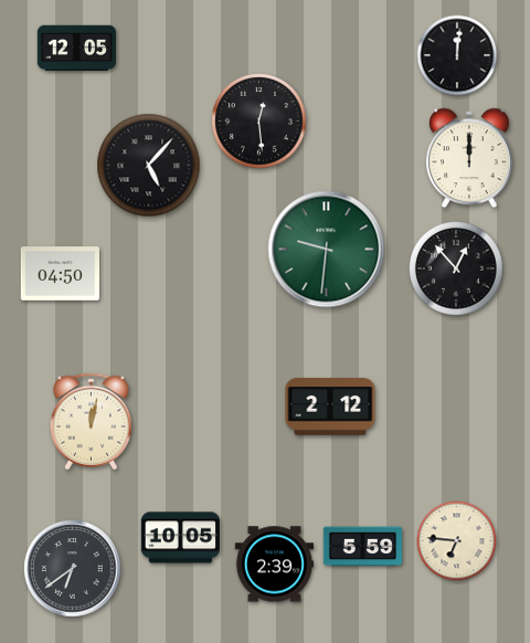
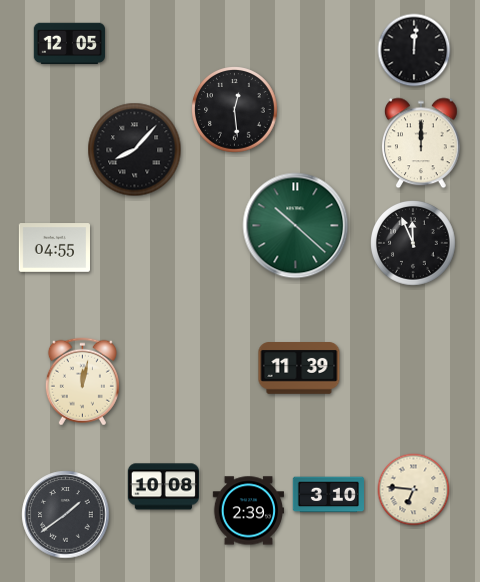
clock at (470, 158) position: (470, 158) -> (422, 143)
clock at (149, 166): 5:07 -> 8:07
clock at (327, 250): 9:31 -> 10:22
clock at (457, 270): 12:53 -> 11:56
clock at (60, 274): 04:50 -> 04:55
clock at (330, 408): 2:12 -> 11:39
clock at (180, 538): 10:05 -> 10:08
clock at (362, 547): 5:59 -> 3:10
clock at (73, 569): 6:39 -> 1:39
